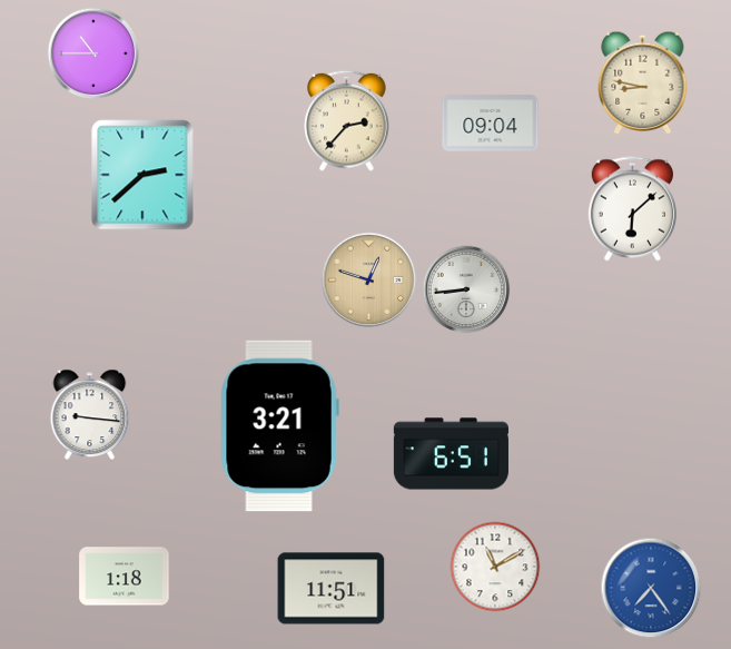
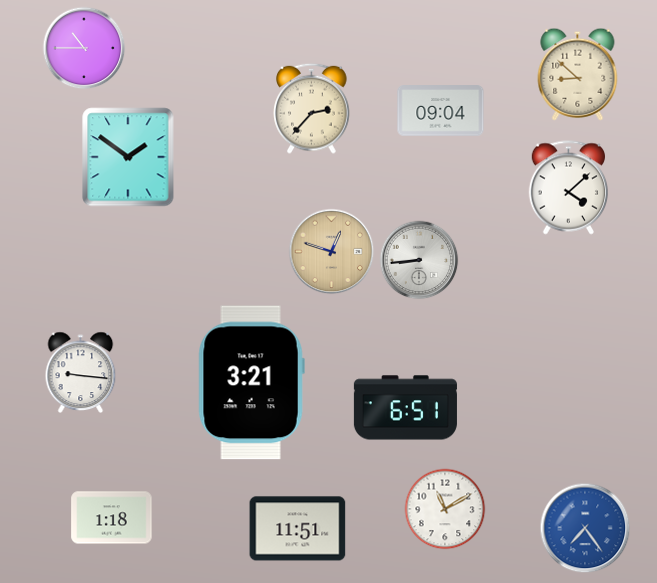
clock at (643, 82): 8:47 -> 8:52
clock at (142, 175): 2:38 -> 1:51
clock at (632, 209): 6:08 -> 4:08
